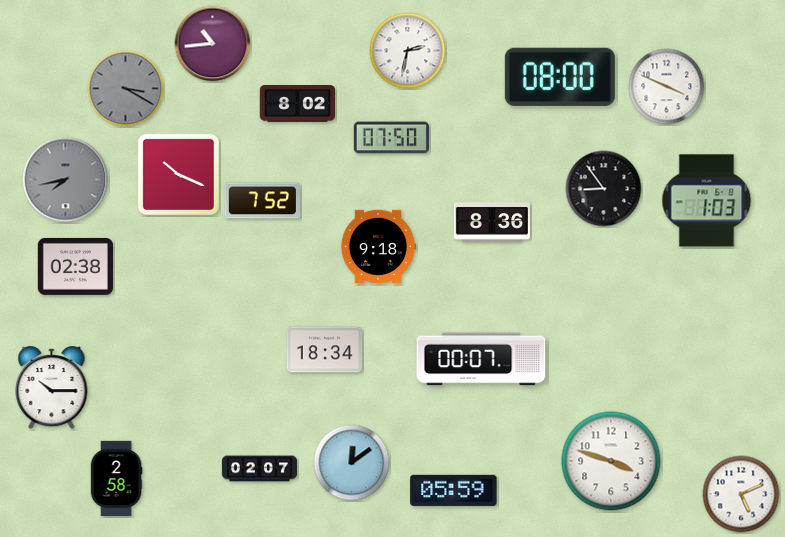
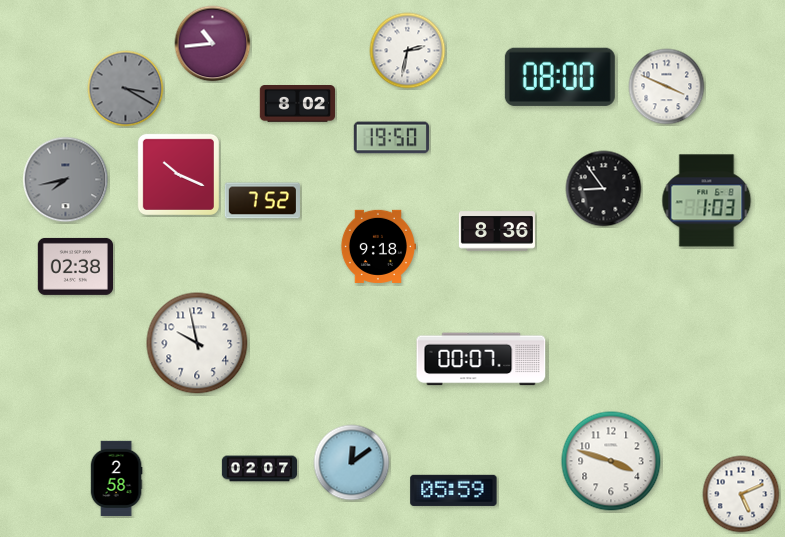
clock at (391, 138): 07:50 -> 19:50
clock at (492, 222) position: (492, 222) -> (497, 231)
clock at (197, 343): none -> 9:58
clock at (324, 350): 18:34 -> none
clock at (52, 388): 10:15 -> none
